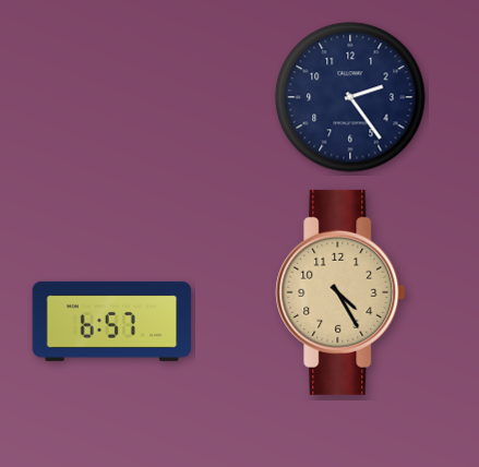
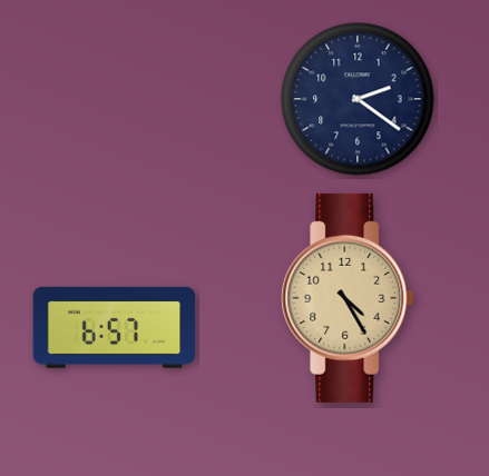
clock at (350, 97): 2:24 -> 2:21
